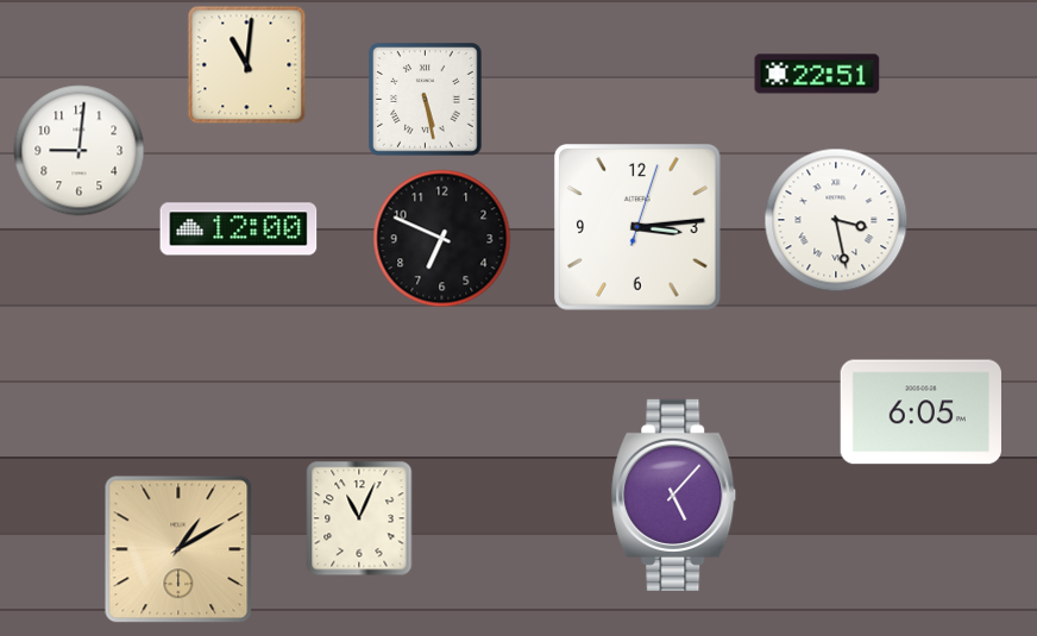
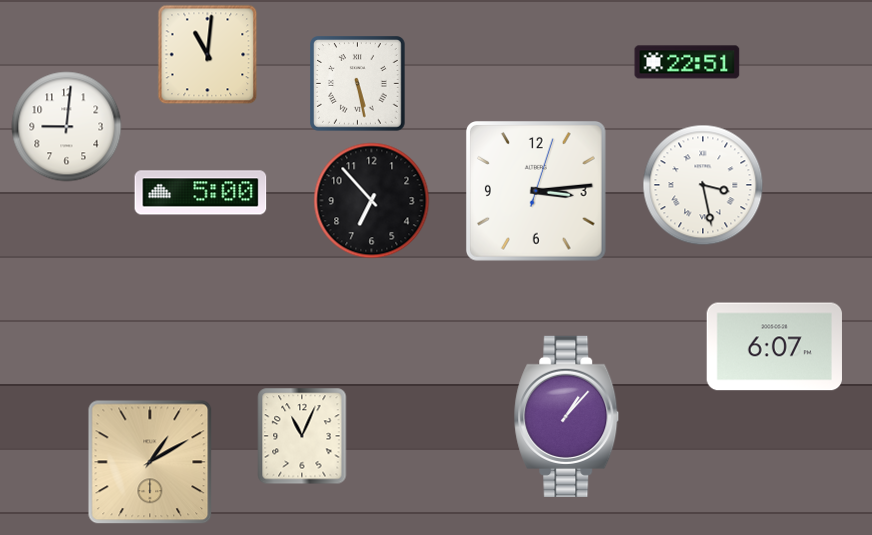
clock at (239, 229): 12:00 -> 5:00
clock at (442, 239): 6:49 -> 6:53
clock at (920, 413): 6:05 -> 6:07
clock at (674, 495): 5:07 -> 1:07
